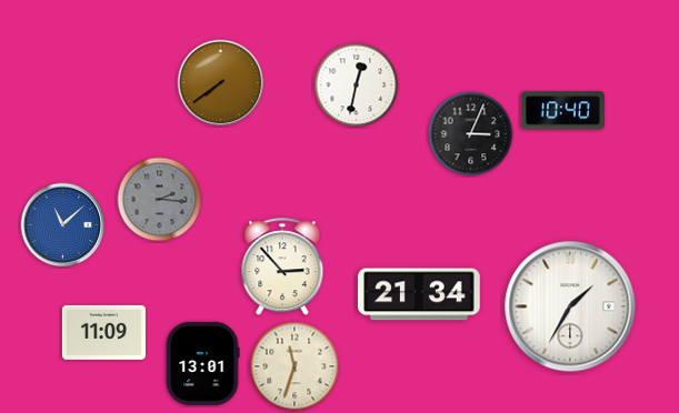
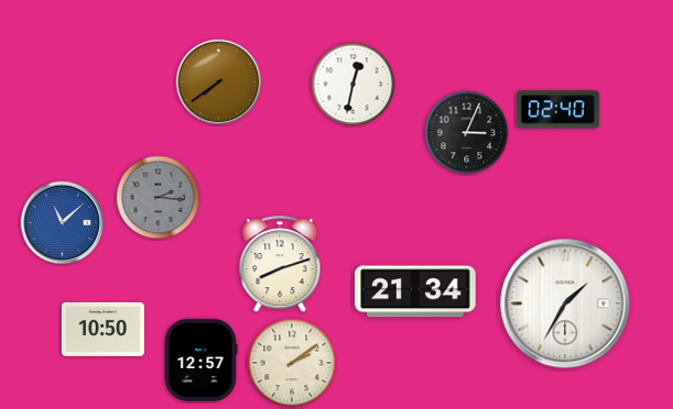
clock at (562, 111): 10:40 -> 02:40
clock at (282, 268): 2:53 -> 8:12
clock at (103, 332): 11:09 -> 10:50
clock at (202, 363): 13:01 -> 12:57
clock at (294, 366): 11:33 -> 2:09
